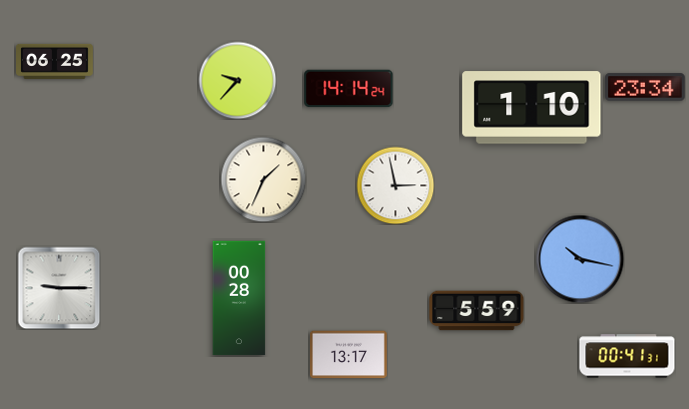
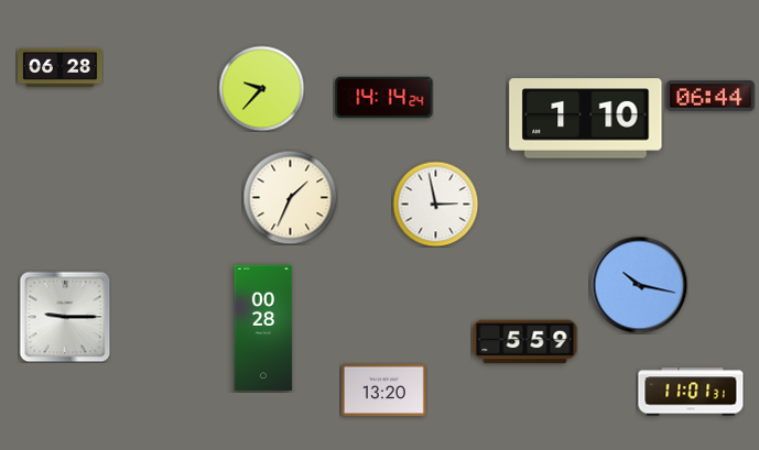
clock at (55, 61): 06:25 -> 06:28
clock at (645, 87): 23:34 -> 06:44
clock at (348, 355): 13:17 -> 13:20
clock at (627, 356): 00:41 -> 11:01
